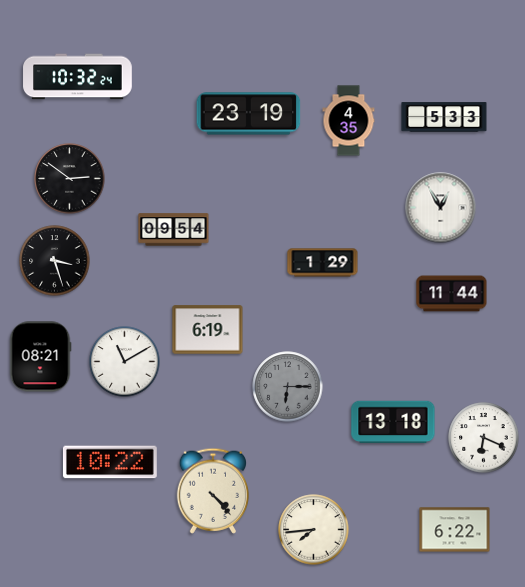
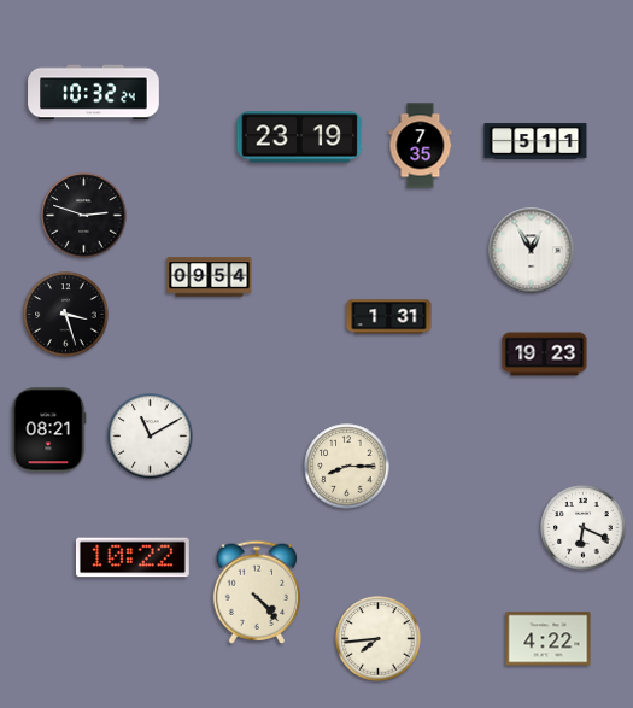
clock at (444, 117): 5:33 -> 5:11
clock at (349, 121): 4:35 -> 7:35
clock at (70, 179): 2:51 -> 2:48
clock at (323, 263): 1:29 -> 1:31
clock at (452, 294): 11:44 -> 19:23
clock at (208, 330): 6:19 -> none
clock at (288, 387): 6:15 -> 8:15
clock at (288, 387) dial: grey -> cream
clock at (393, 422): 13:18 -> none
clock at (455, 530): 6:22 -> 4:22
